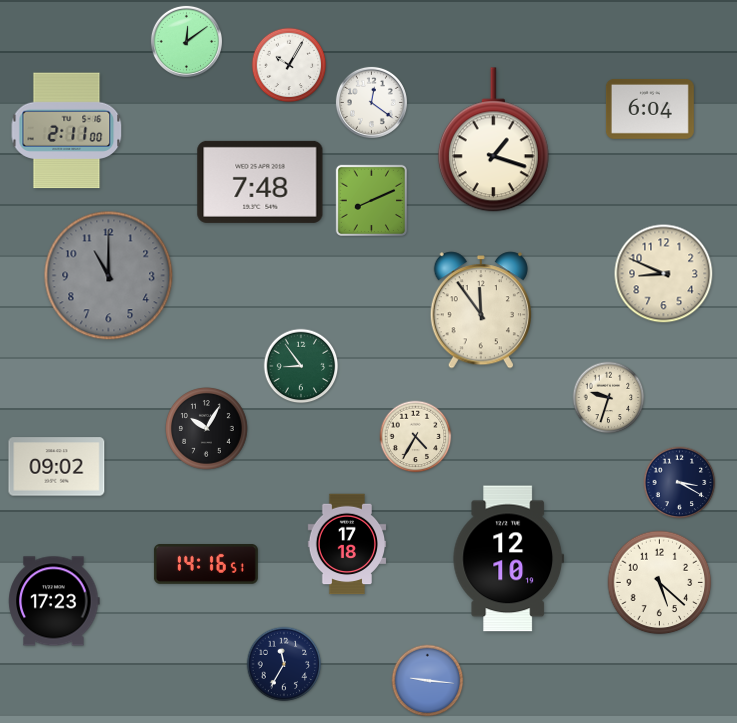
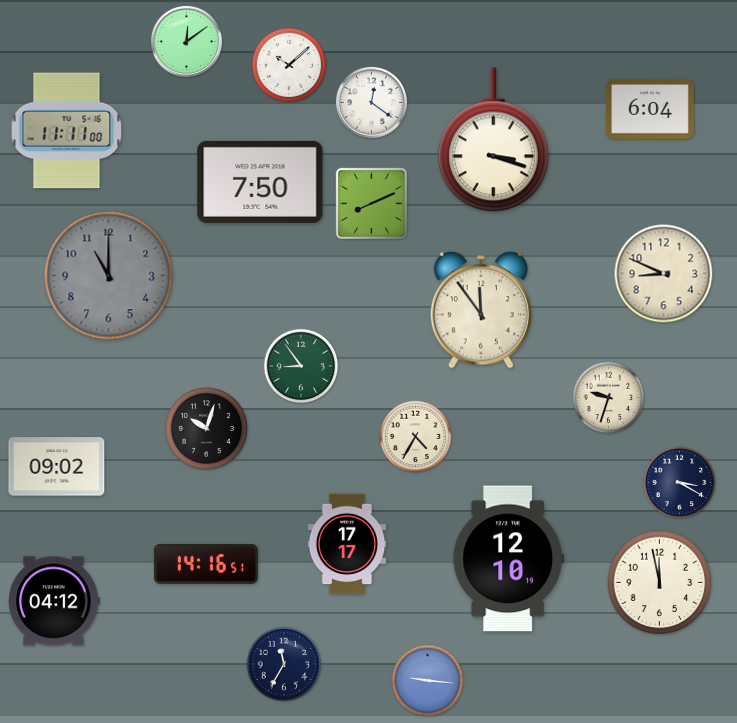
clock at (289, 65): 10:05 -> 10:08
clock at (67, 131): 2:11 -> 11:11
clock at (493, 140): 1:18 -> 3:18
clock at (260, 182): 7:48 -> 7:50
clock at (371, 200) position: (371, 200) -> (371, 203)
clock at (207, 429): 10:05 -> 10:03
clock at (347, 544): 17:18 -> 17:17
clock at (660, 583): 5:22 -> 11:58
clock at (54, 601): 17:23 -> 04:12
